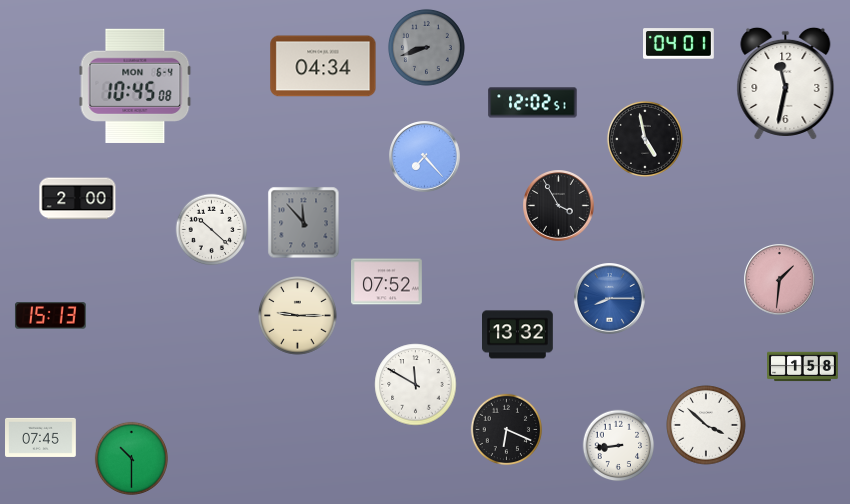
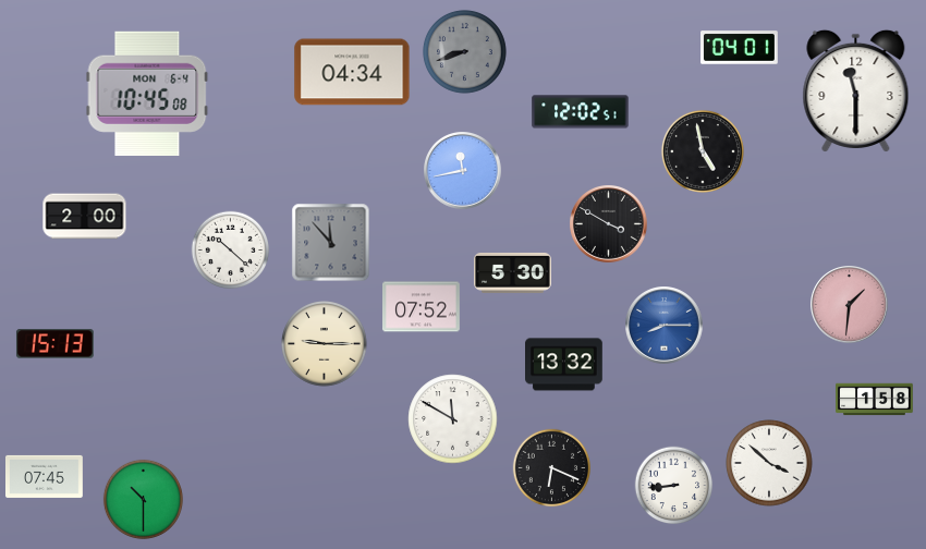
clock at (786, 83): 11:32 -> 11:30
clock at (425, 157): 7:23 -> 11:43
clock at (559, 206): 3:55 -> 3:50
clock at (513, 272): none -> 5:30
